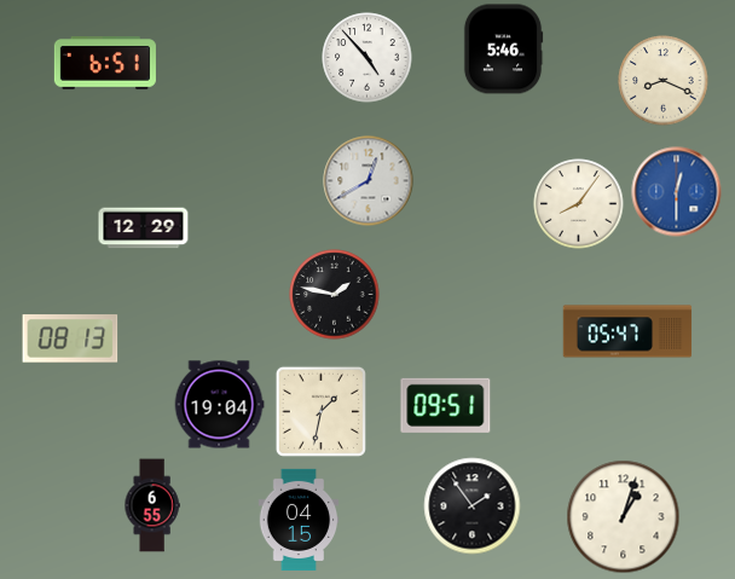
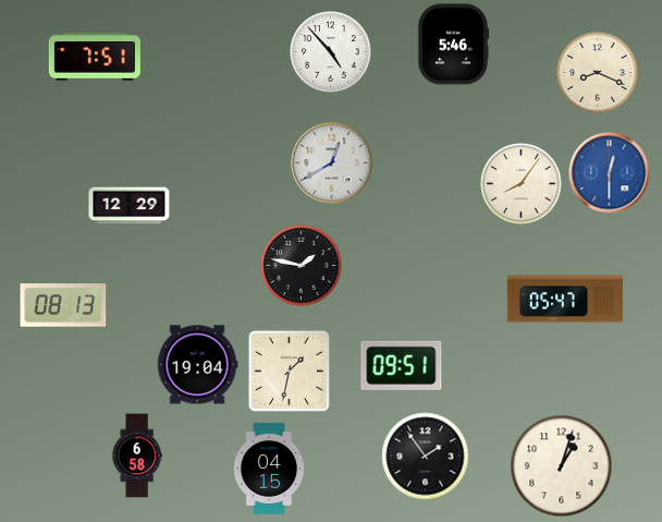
clock at (105, 64): 6:51 -> 7:51
clock at (152, 505): 6:55 -> 6:58
